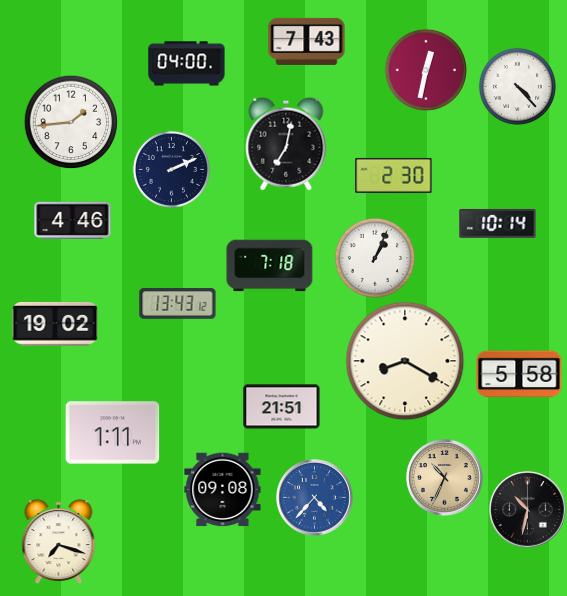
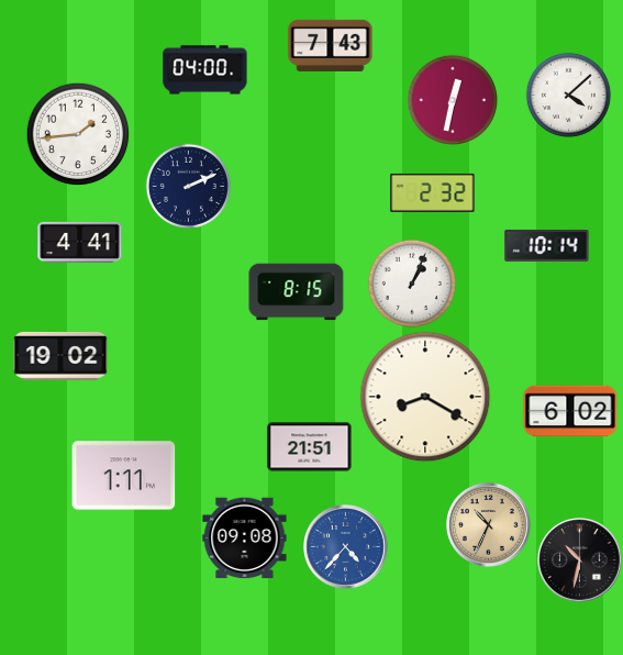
clock at (307, 41) position: (307, 41) -> (331, 45)
clock at (426, 70) position: (426, 70) -> (453, 100)
clock at (517, 86): 4:23 -> 4:08
clock at (286, 144): 7:02 -> none
clock at (394, 175): 2:30 -> 2:32
clock at (73, 220): 4:46 -> 4:41
clock at (270, 266): 7:18 -> 8:15
clock at (178, 304): 13:43 -> none
clock at (405, 361) position: (405, 361) -> (425, 397)
clock at (519, 374): 5:58 -> 6:02
clock at (59, 542): 7:18 -> none
